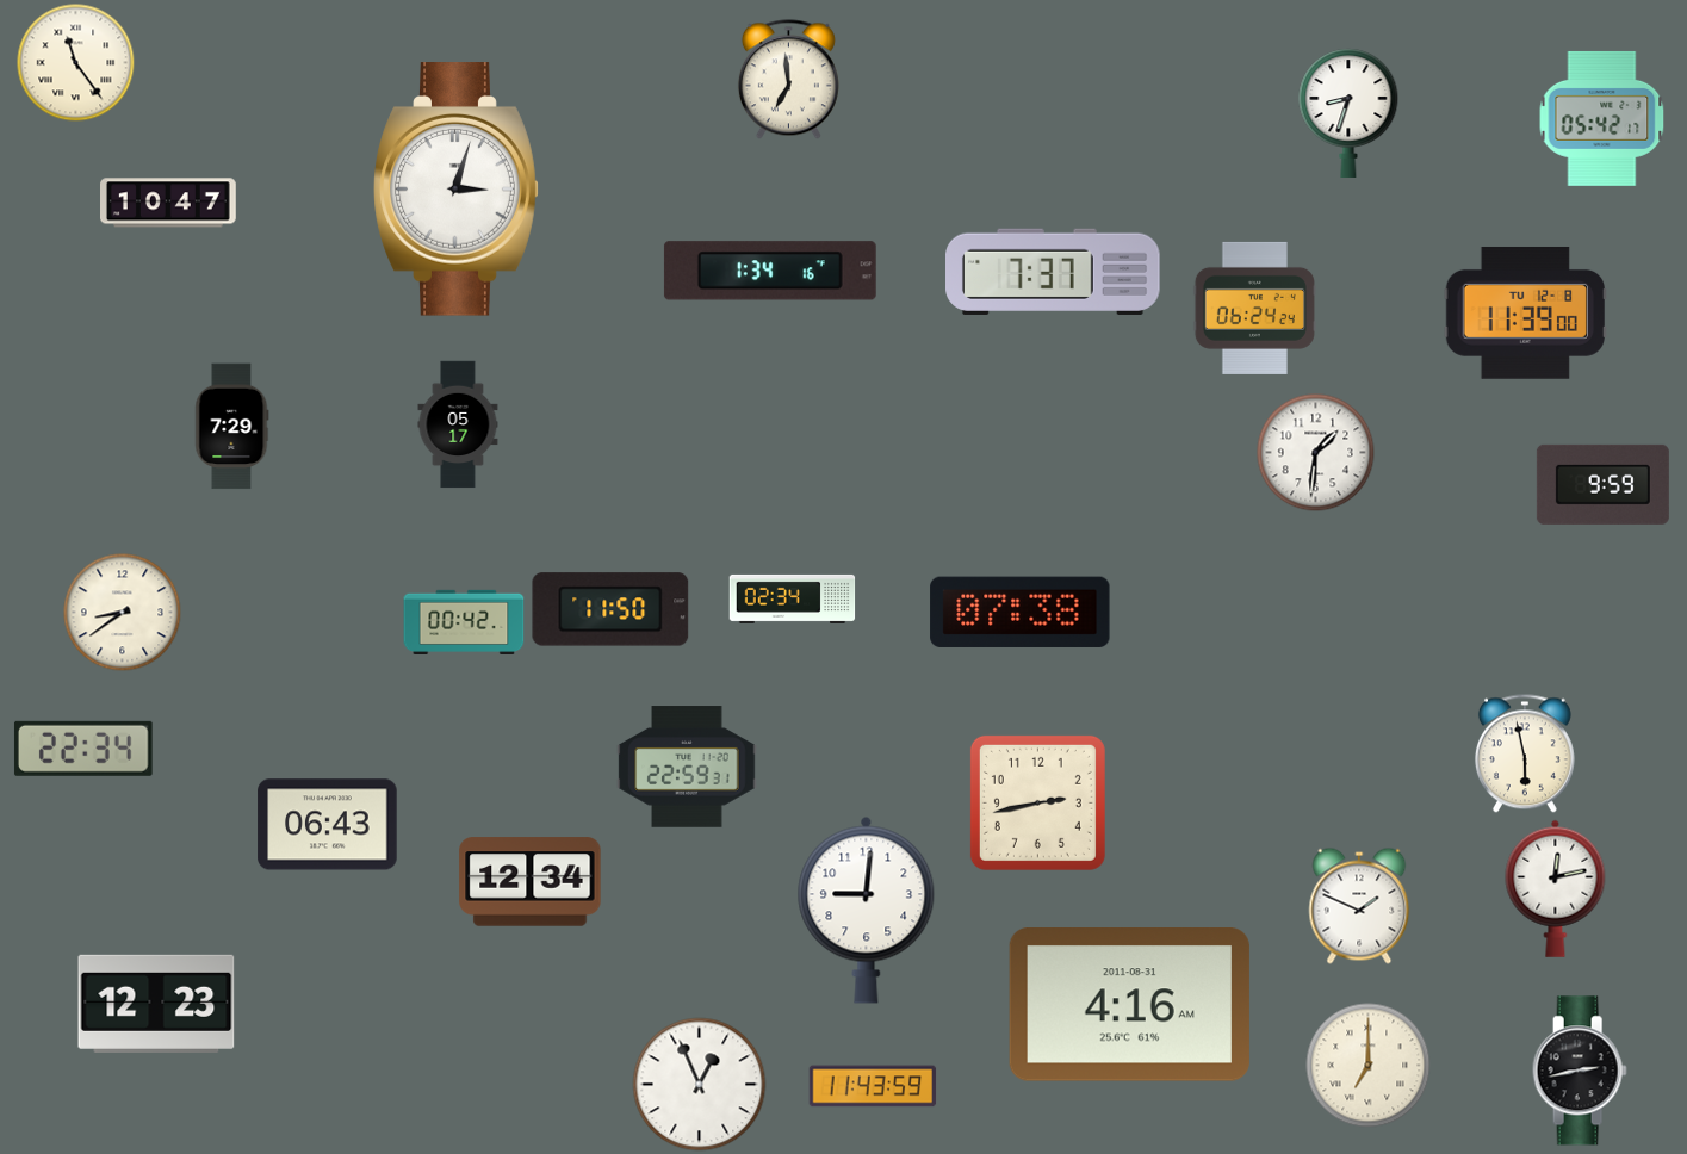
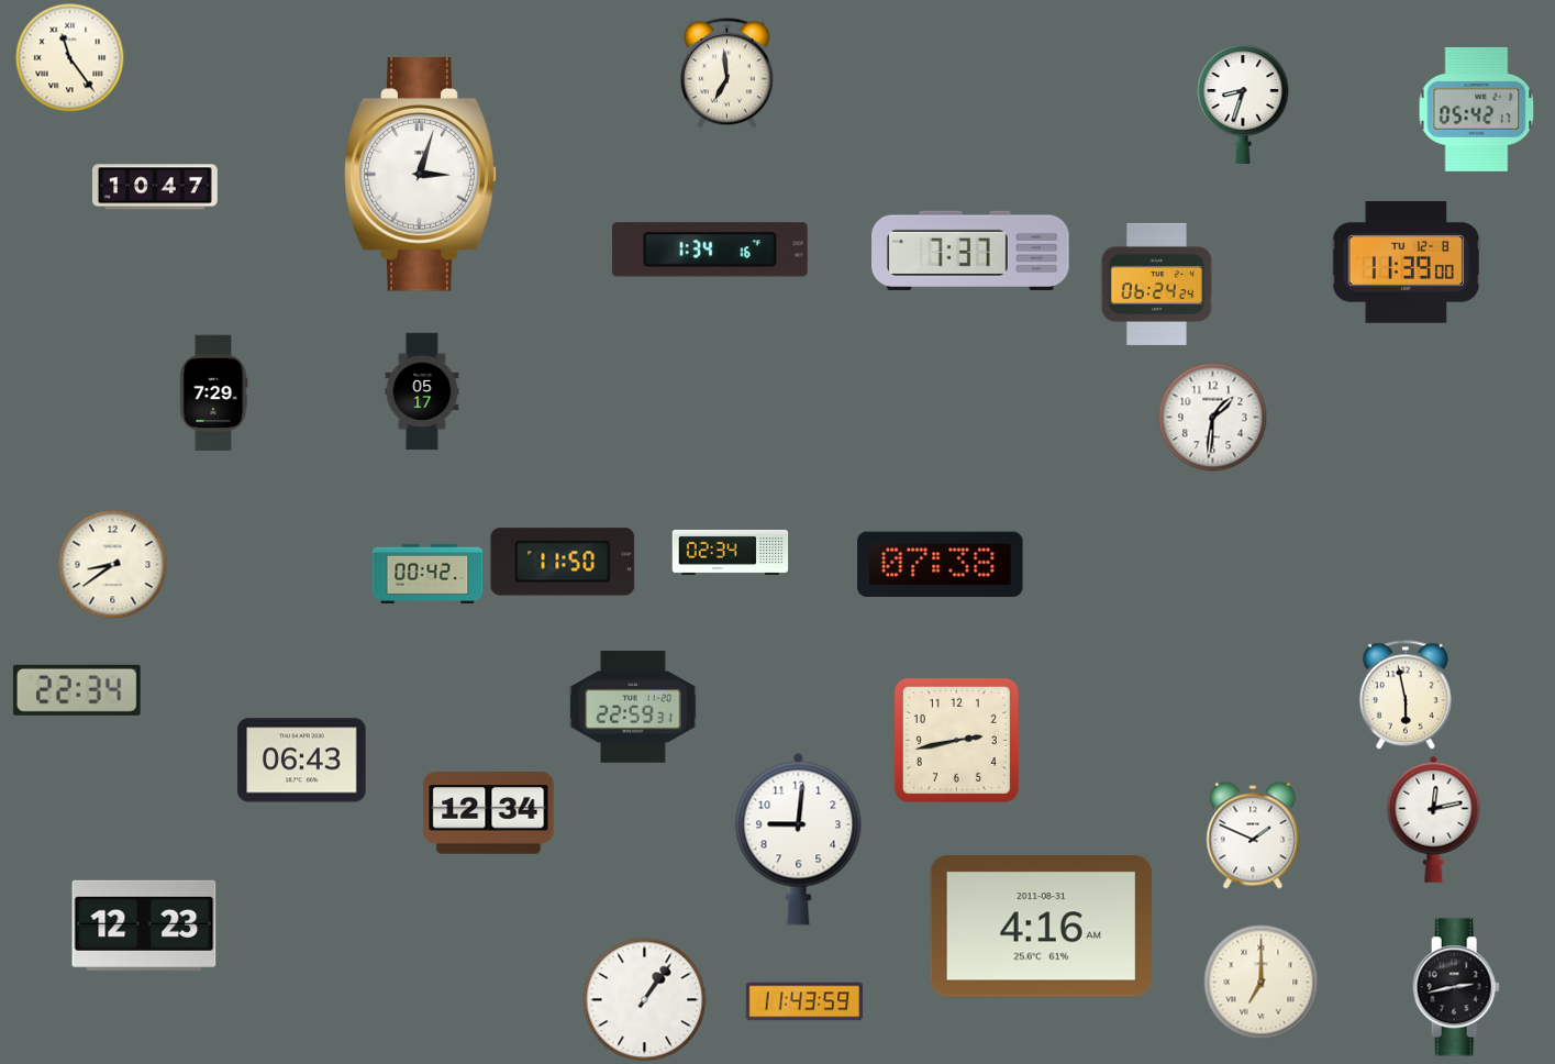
clock at (1525, 312) position: (1525, 312) -> (1406, 262)
clock at (1602, 484): 9:59 -> none
clock at (700, 1085): 12:56 -> 1:06
